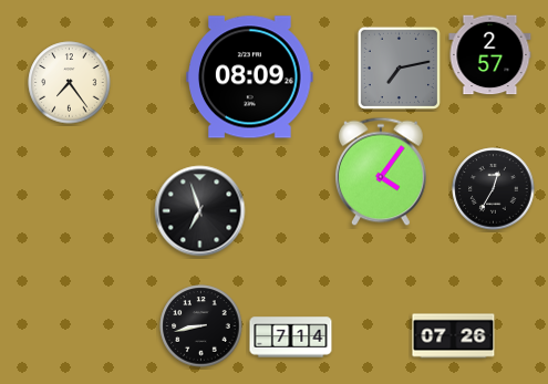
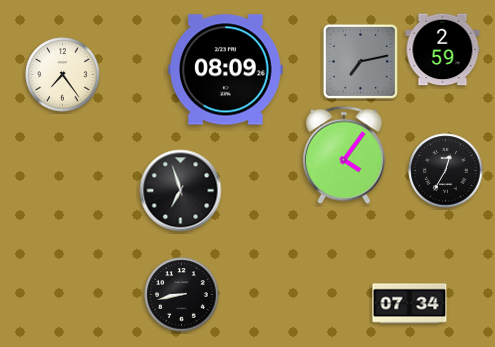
clock at (490, 55): 2:57 -> 2:59
clock at (454, 336): 07:26 -> 07:34
clock at (291, 338): 7:14 -> none
